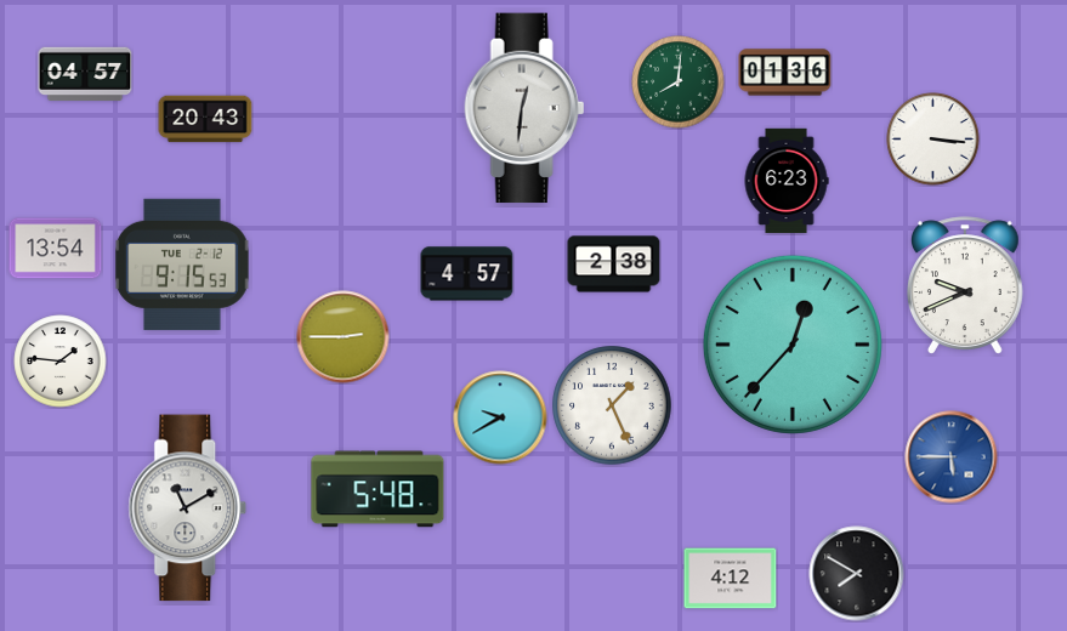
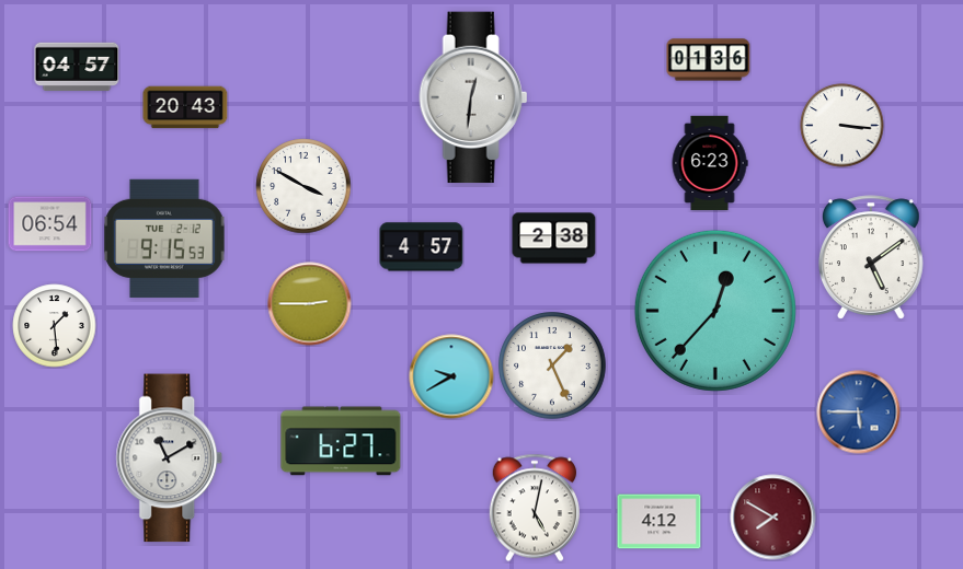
clock at (785, 73) position: (785, 73) -> (709, 60)
clock at (679, 83): 8:01 -> none
clock at (303, 186): none -> 3:50
clock at (56, 249): 13:54 -> 06:54
clock at (966, 285): 9:41 -> 5:09
clock at (61, 362): 1:46 -> 1:29
clock at (378, 489): 5:48 -> 6:27
clock at (535, 508): none -> 5:02
clock at (857, 574) dial: black -> burgundy
